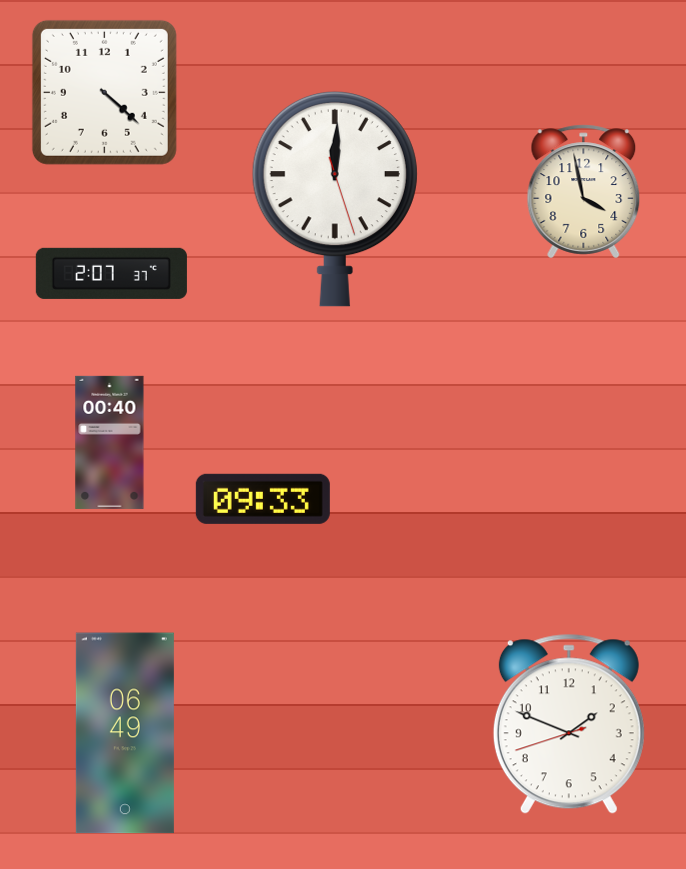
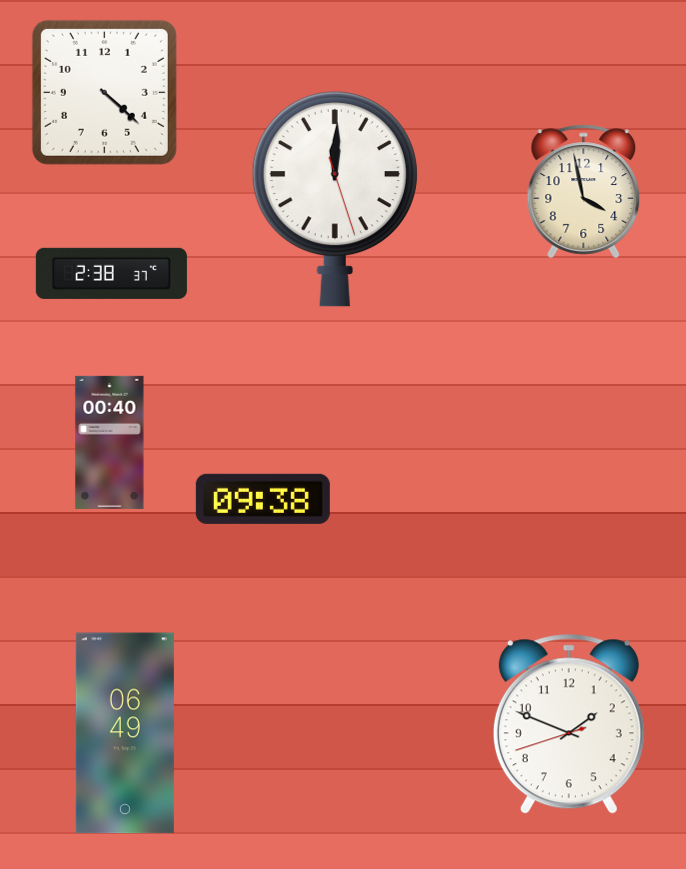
clock at (111, 273): 2:07 -> 2:38
clock at (263, 499): 09:33 -> 09:38
